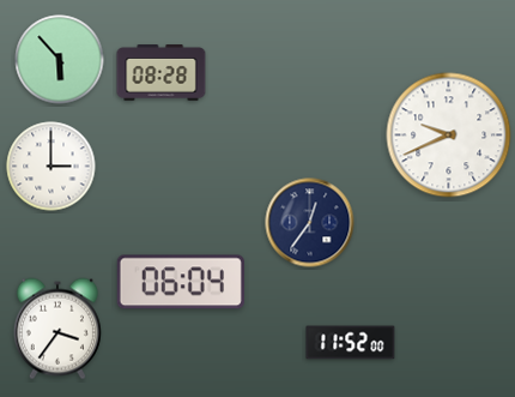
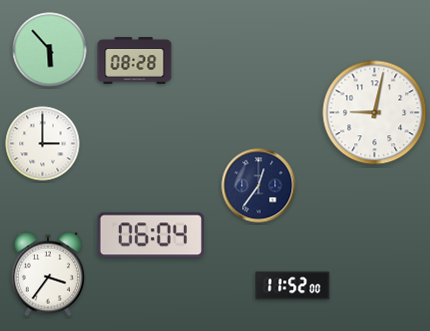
clock at (449, 136): 9:41 -> 9:02
clock at (51, 167) position: (51, 167) -> (43, 144)
